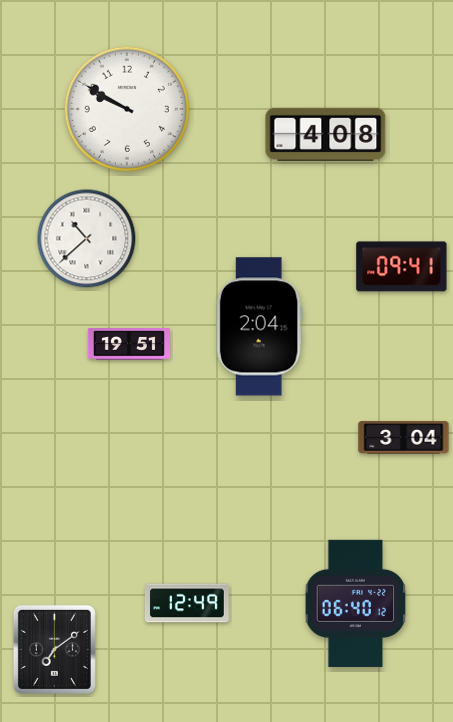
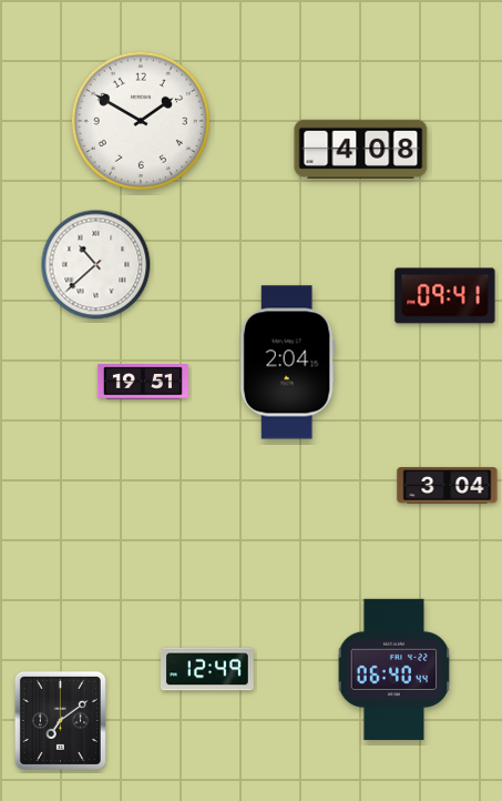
clock at (127, 109): 9:50 -> 1:50
clock at (356, 603): 06:40:12 -> 06:40:44
